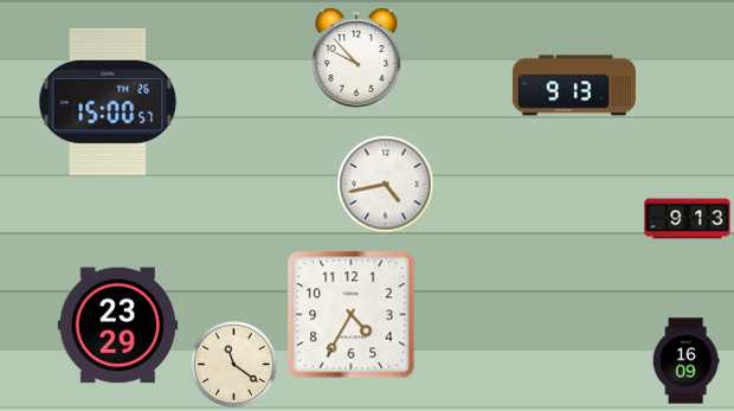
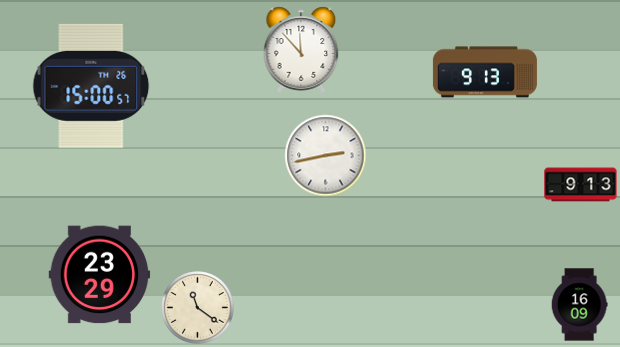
clock at (356, 59): 9:53 -> 11:53
clock at (386, 185): 4:43 -> 2:43
clock at (352, 315): 4:35 -> none
